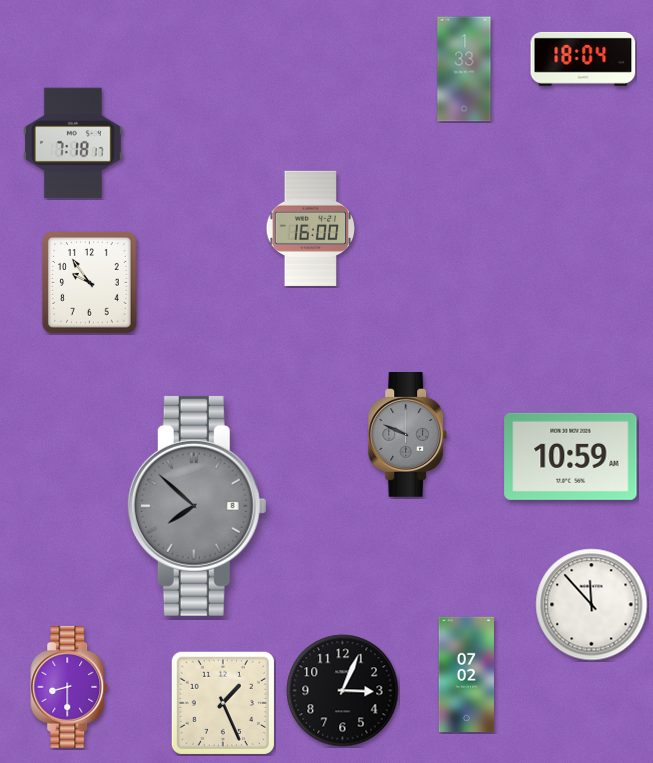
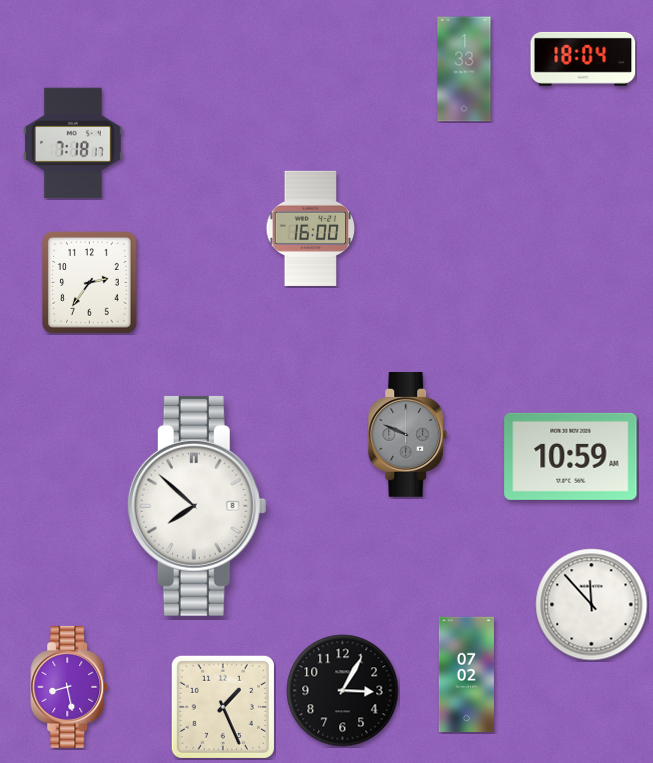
clock at (90, 283): 9:54 -> 2:36
clock at (197, 506) dial: grey -> white
clock at (70, 687): 8:30 -> 8:28
clock at (343, 691): 3:04 -> 3:05
clock at (223, 703) position: (223, 703) -> (223, 707)
